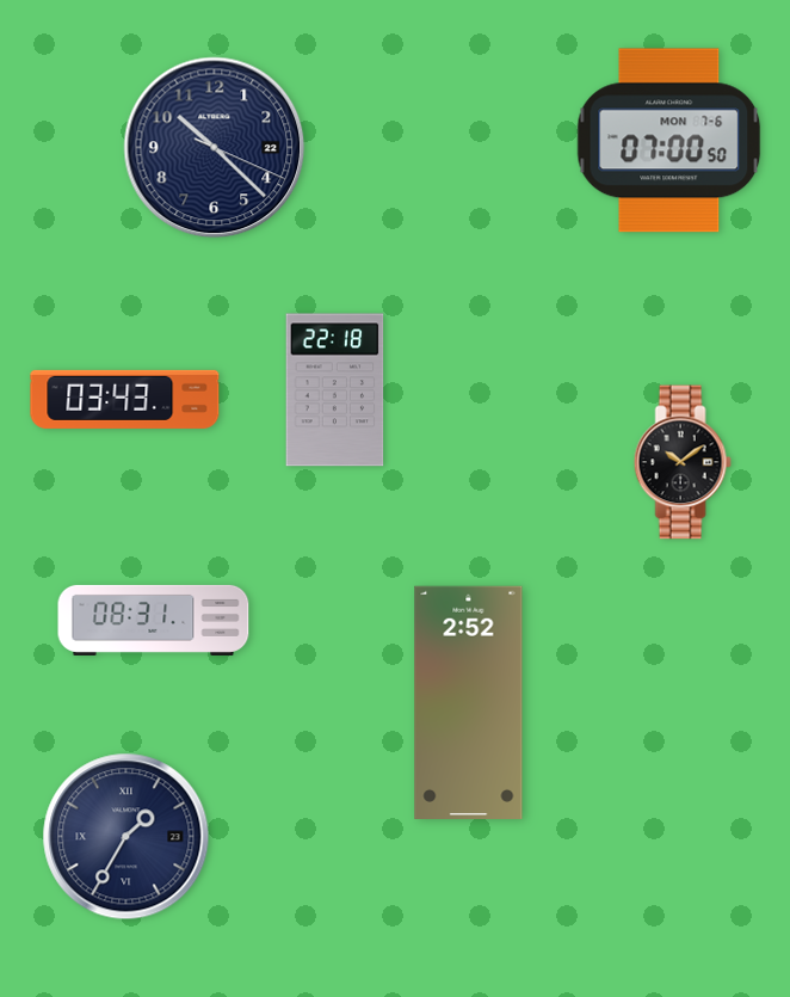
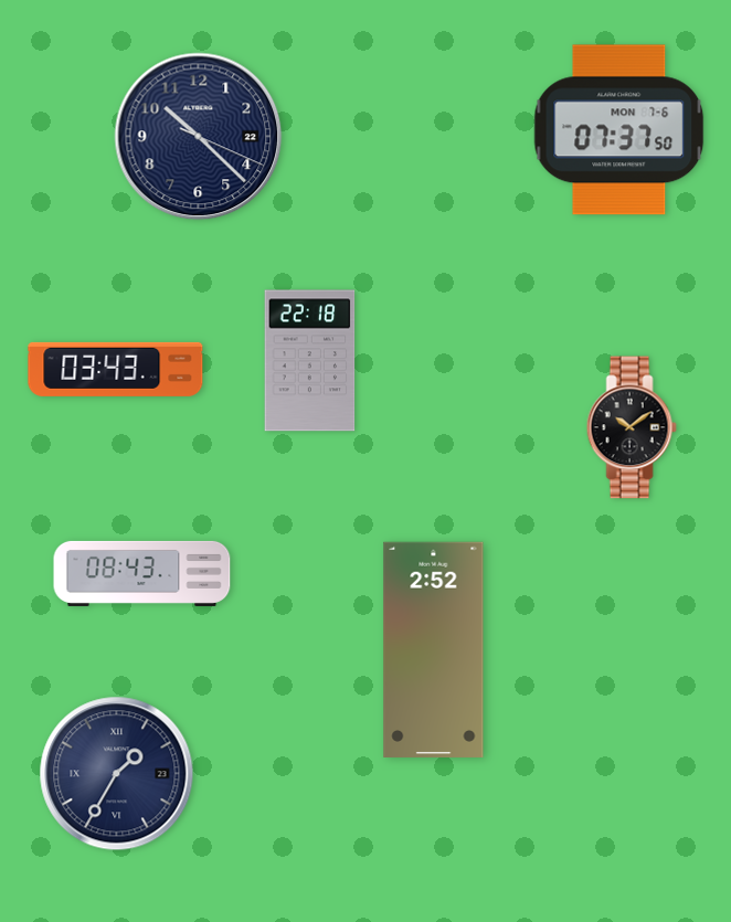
clock at (669, 141): 07:00 -> 07:37
clock at (154, 620): 08:31 -> 08:43
